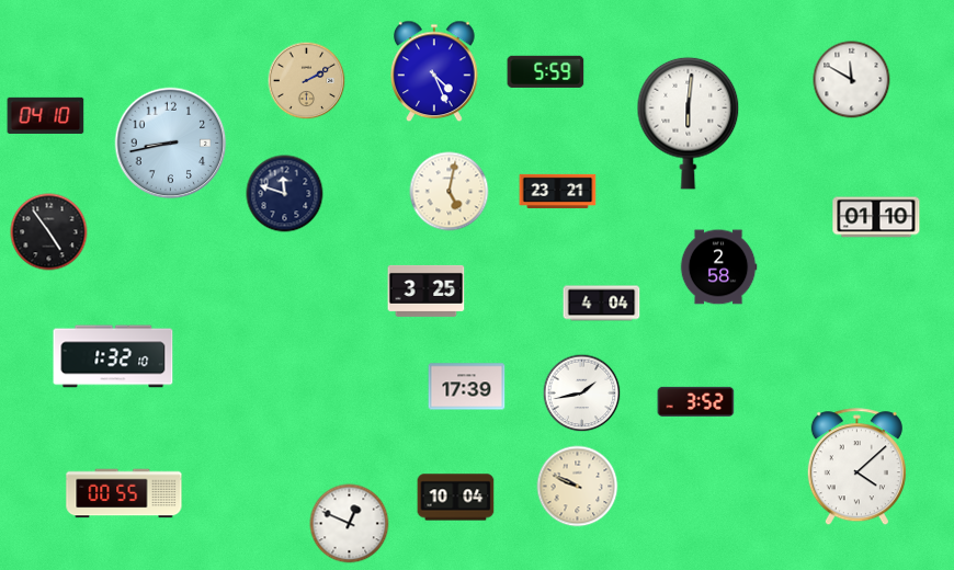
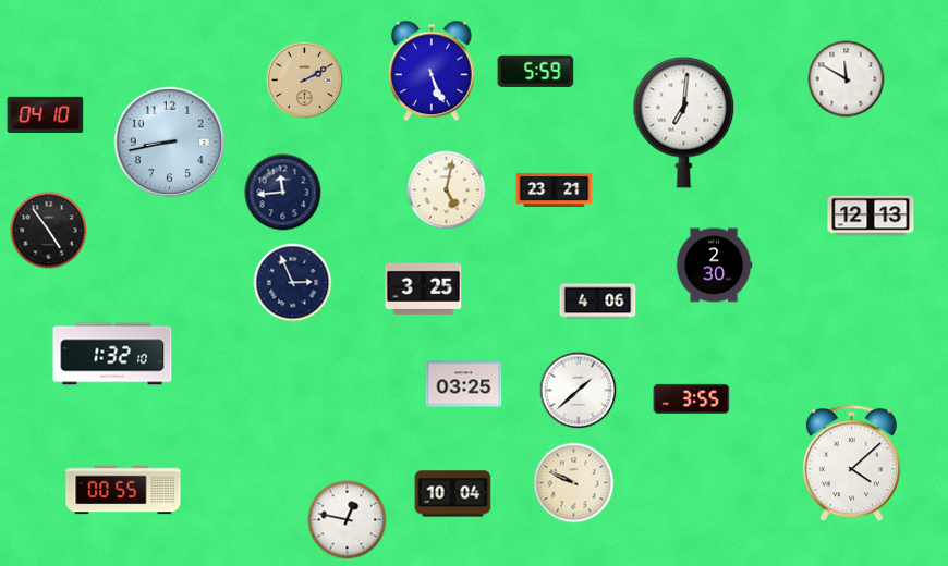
clock at (434, 71): 4:26 -> 5:26
clock at (546, 71) position: (546, 71) -> (536, 71)
clock at (689, 123): 6:01 -> 7:01
clock at (285, 194): 11:48 -> 11:44
clock at (876, 217): 01:10 -> 12:13
clock at (718, 267): 2:58 -> 2:30
clock at (293, 283): none -> 2:56
clock at (602, 304): 4:04 -> 4:06
clock at (467, 387): 17:39 -> 03:25
clock at (582, 394): 1:43 -> 1:38
clock at (696, 401): 3:52 -> 3:55
clock at (350, 524): 12:49 -> 12:47
